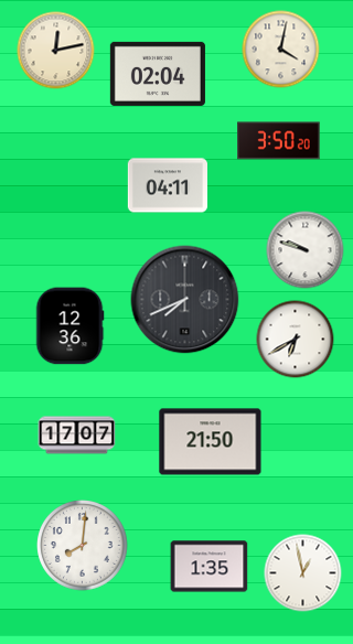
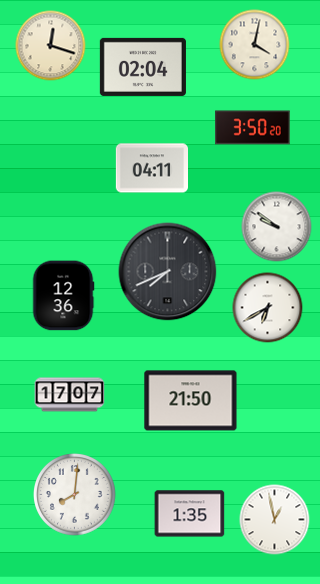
clock at (56, 51): 12:13 -> 12:18
clock at (306, 250): 9:48 -> 9:51
